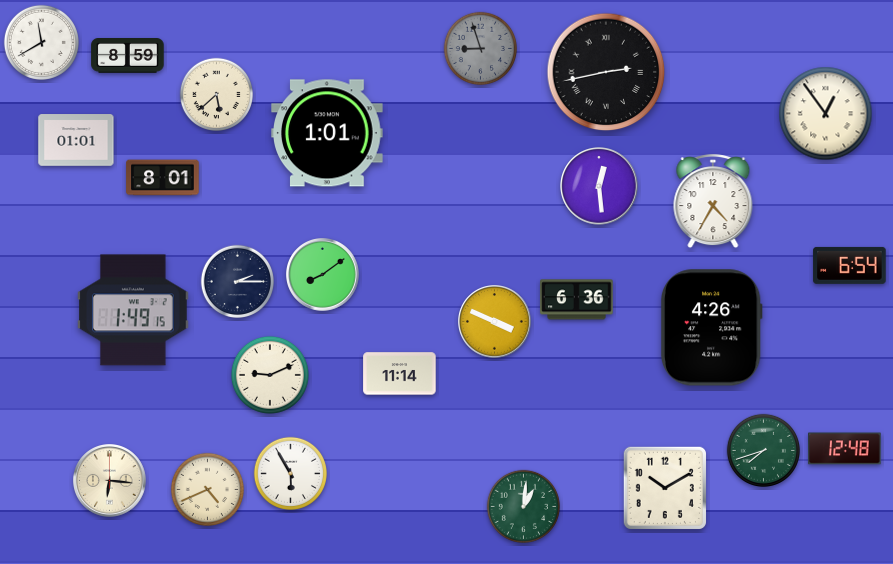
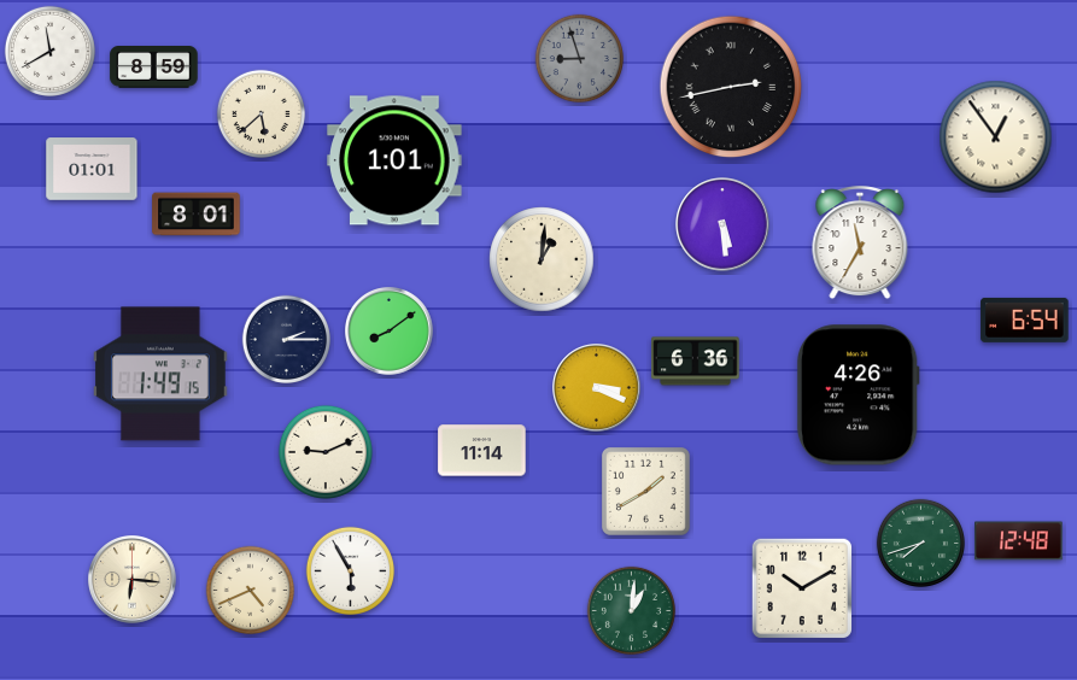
clock at (599, 186): 12:29 -> 5:29
clock at (713, 202): 4:35 -> 11:35
clock at (542, 259): none -> 1:01
clock at (495, 322): 3:49 -> 3:19
clock at (645, 491): none -> 1:40
